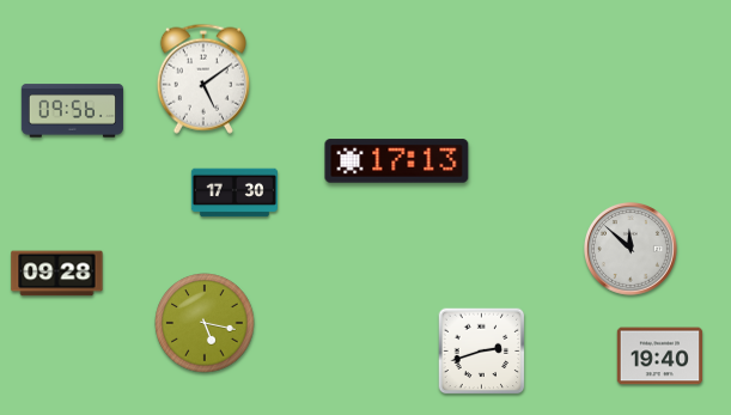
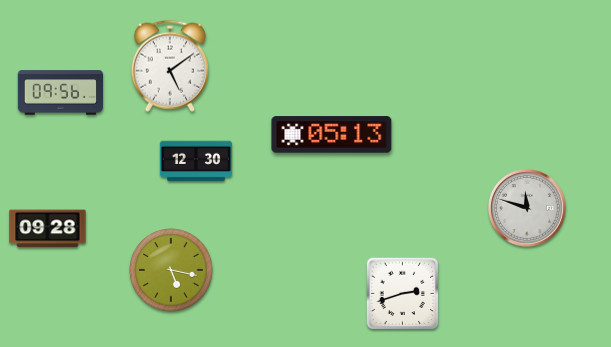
clock at (397, 161): 17:13 -> 05:13
clock at (234, 193): 17:30 -> 12:30
clock at (632, 250): 11:52 -> 11:48
clock at (660, 356): 19:40 -> none
